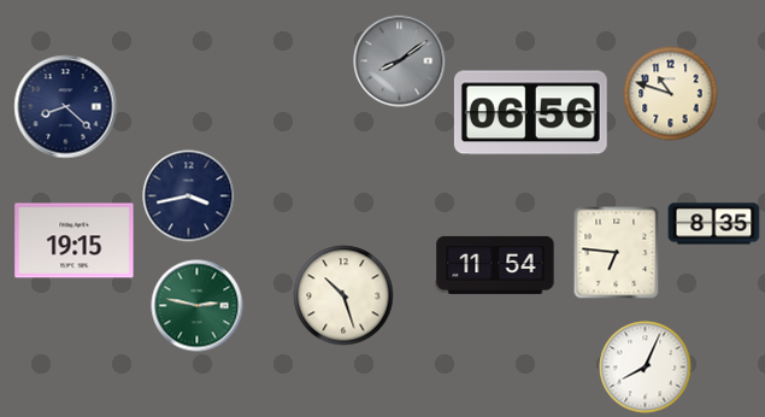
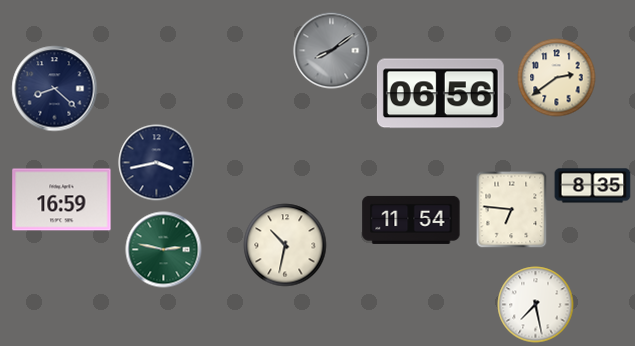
clock at (671, 94): 10:48 -> 2:39
clock at (75, 241): 19:15 -> 16:59
clock at (343, 295): 10:27 -> 10:32
clock at (198, 306) position: (198, 306) -> (164, 250)
clock at (646, 368): 8:04 -> 7:28
